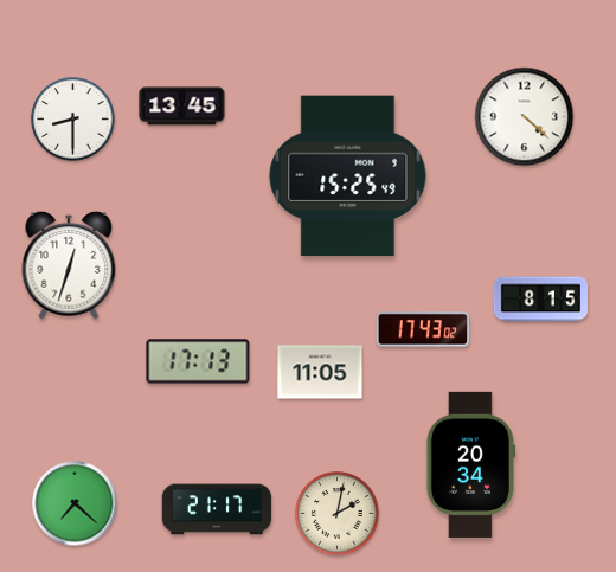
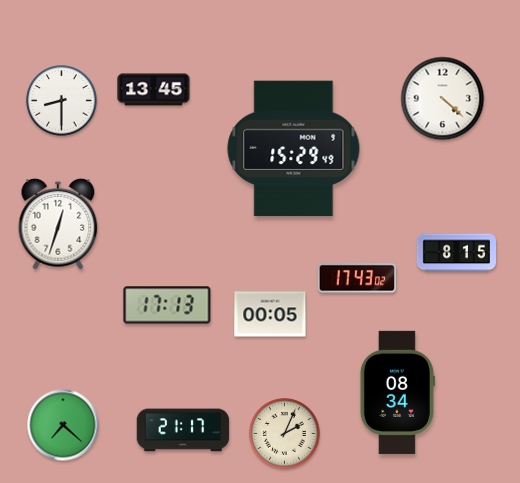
clock at (348, 176): 15:25 -> 15:29
clock at (320, 372): 11:05 -> 00:05
clock at (470, 464): 20:34 -> 08:34
clock at (338, 514): 2:02 -> 2:04
